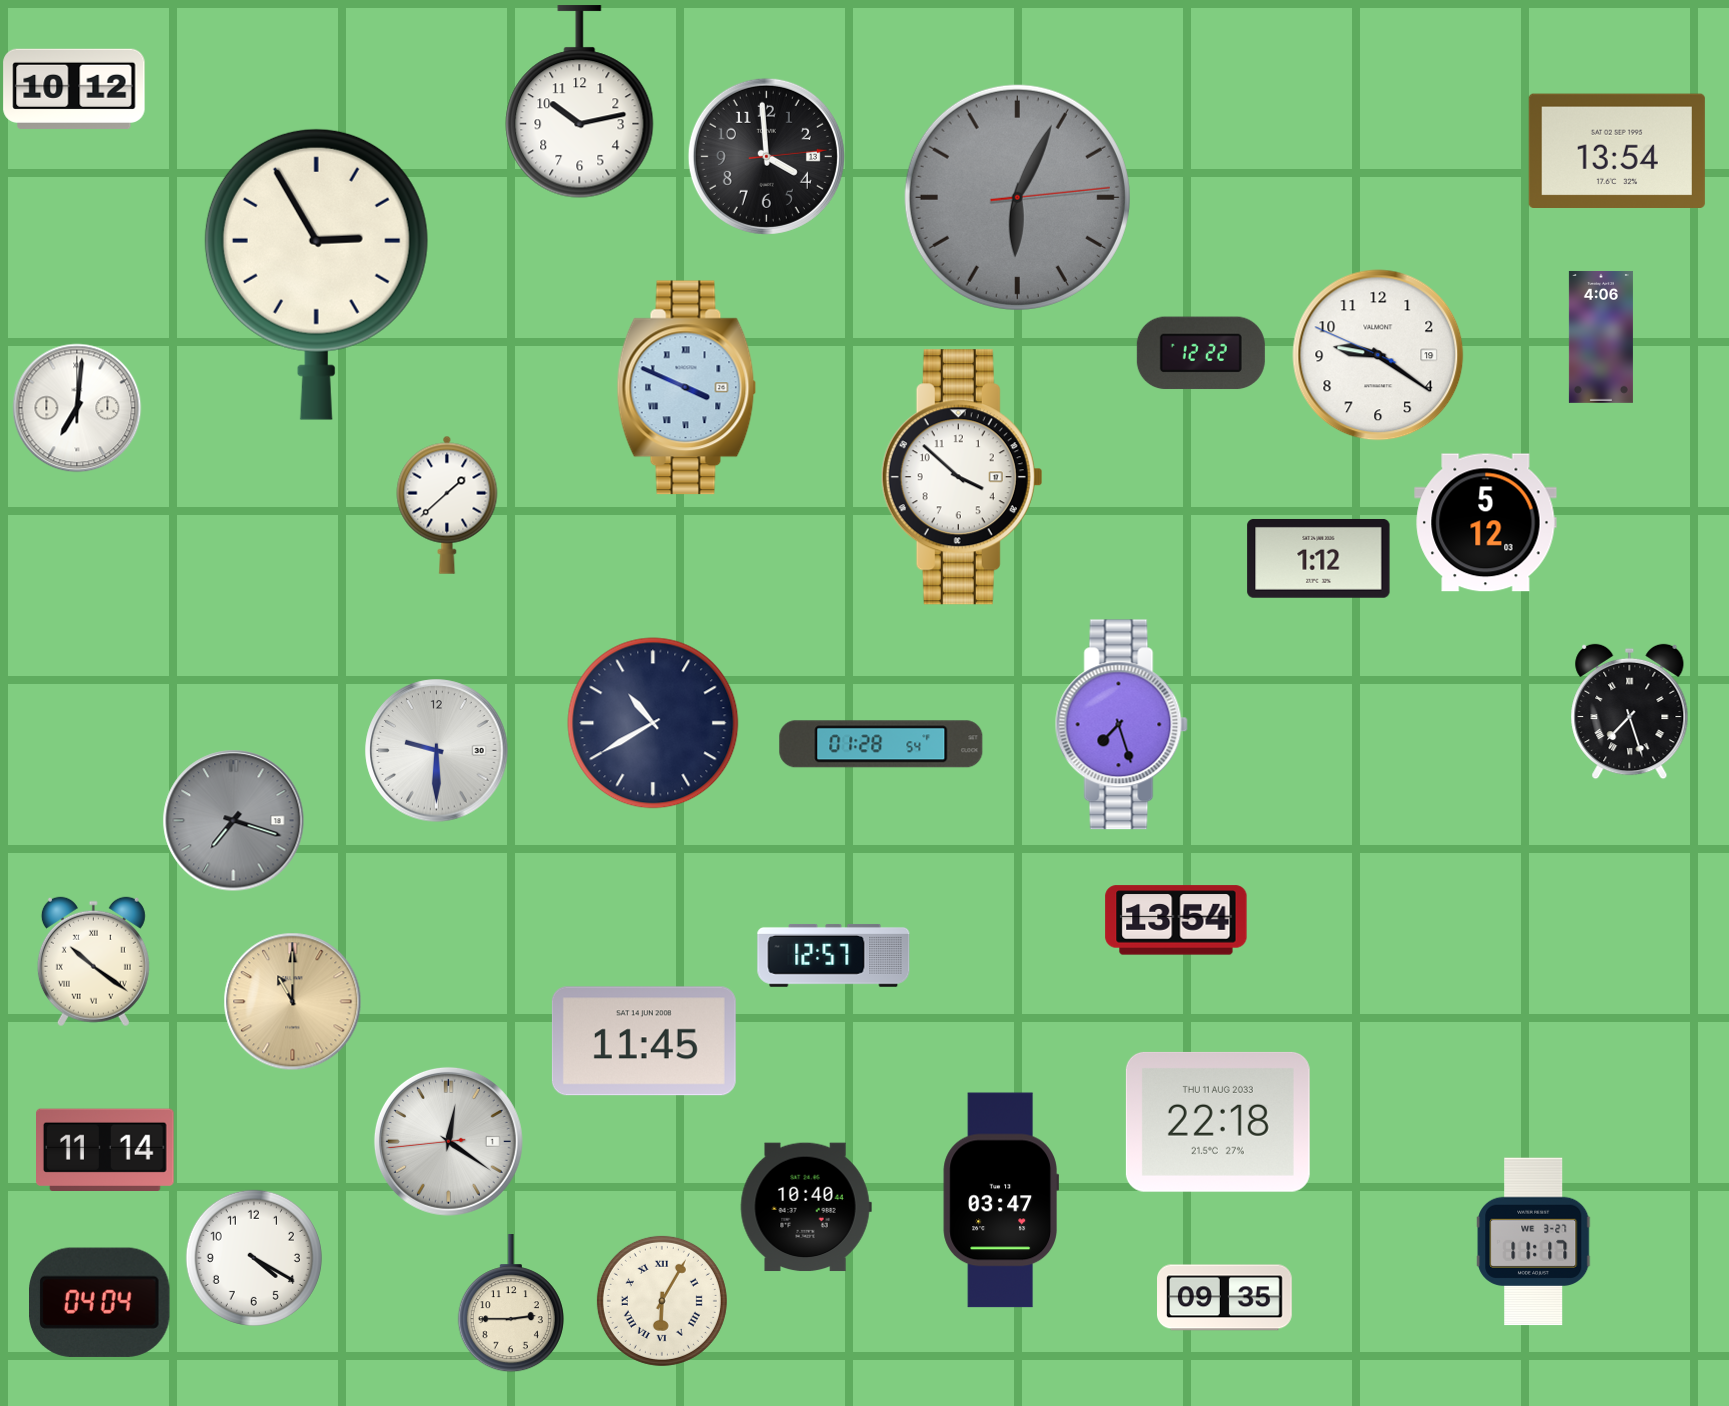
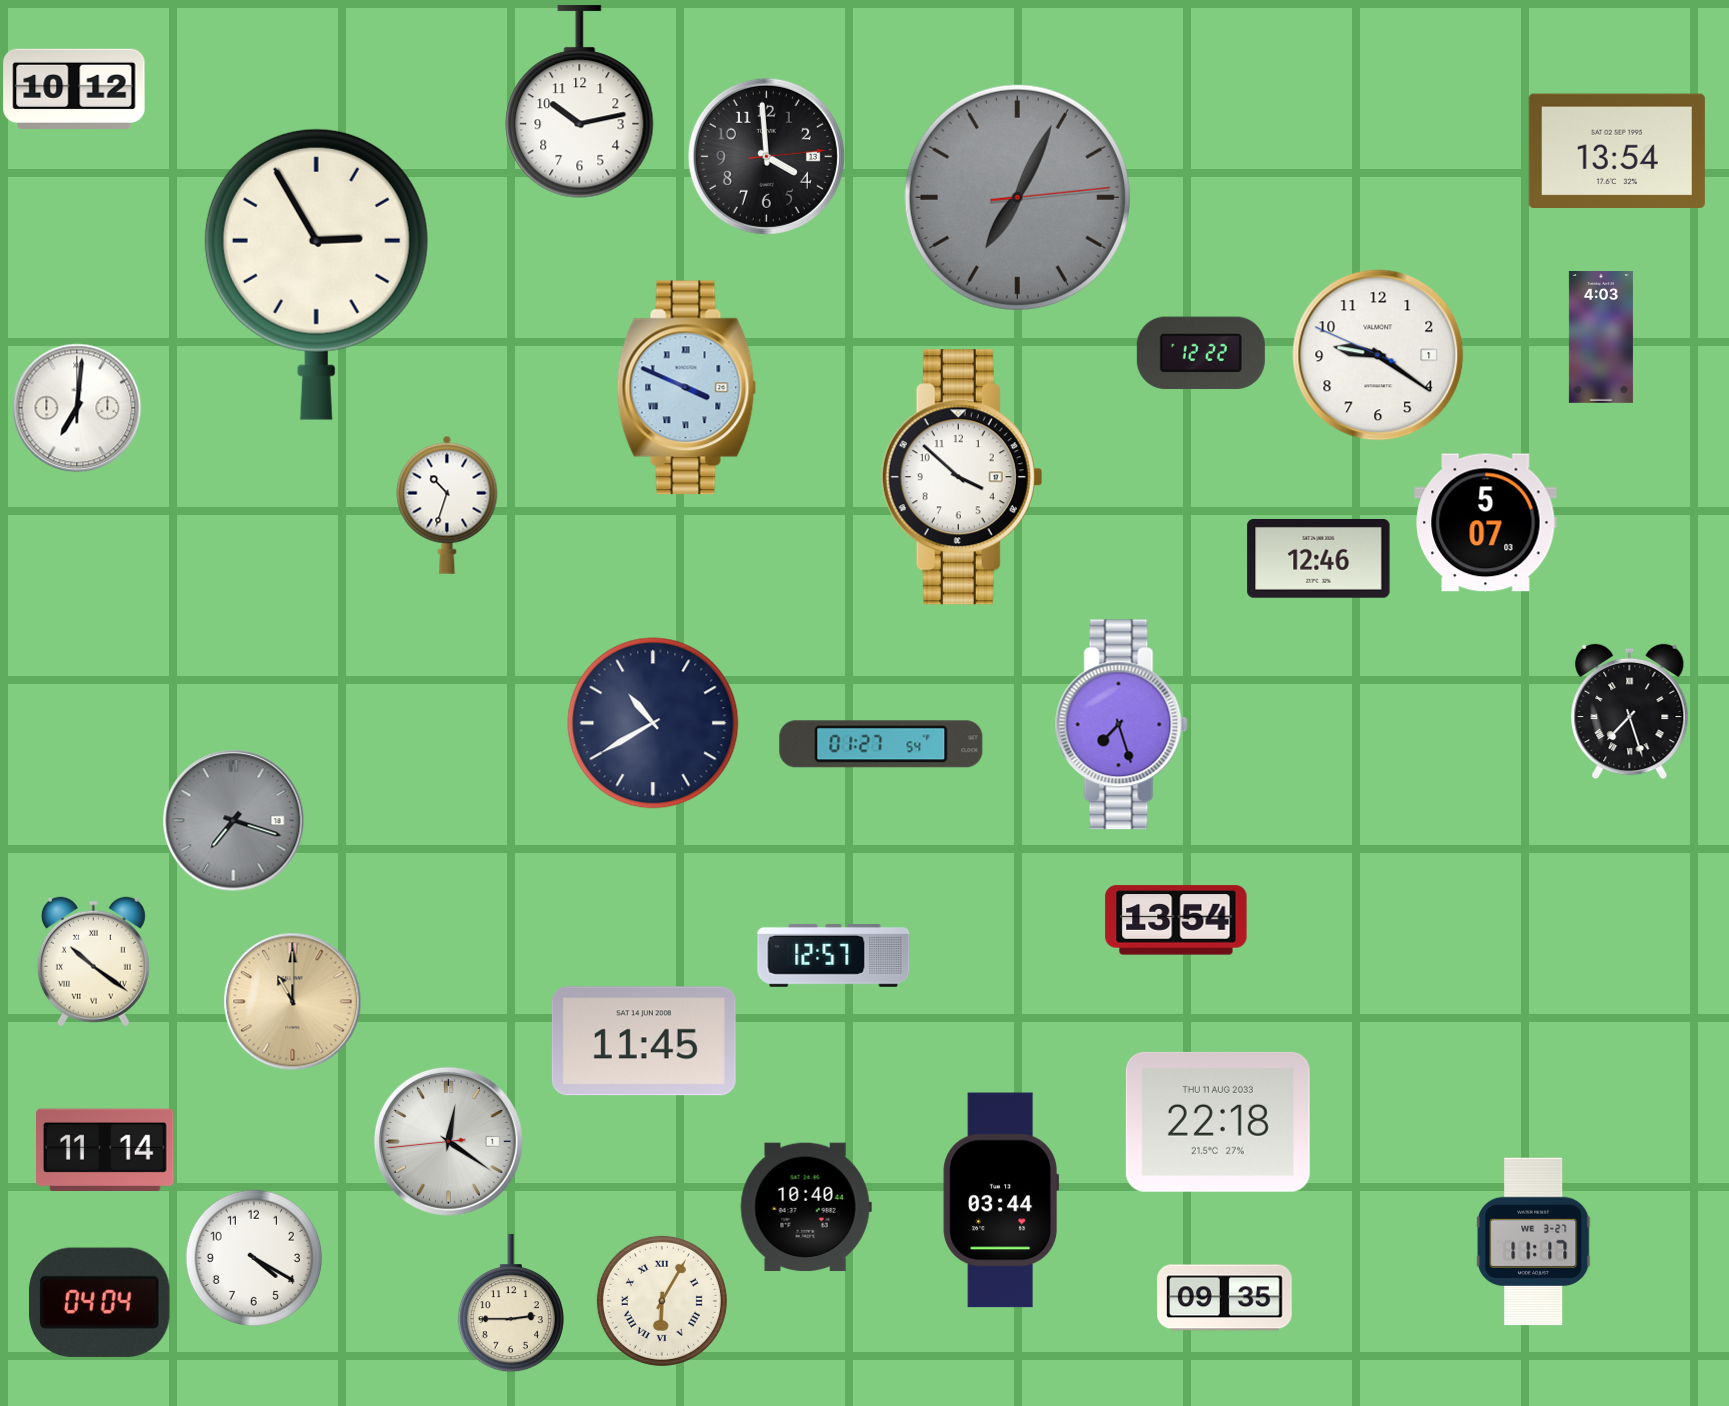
clock at (1017, 197): 6:04 -> 7:04
clock at (1601, 337): 4:06 -> 4:03
clock at (1378, 355) date: 19 -> 1
clock at (447, 505): 1:38 -> 10:33
clock at (1486, 523): 5:12 -> 5:07
clock at (1319, 558): 1:12 -> 12:46
clock at (881, 744): 01:28 -> 01:27
clock at (437, 751): 9:30 -> none
clock at (1000, 1200): 03:47 -> 03:44
